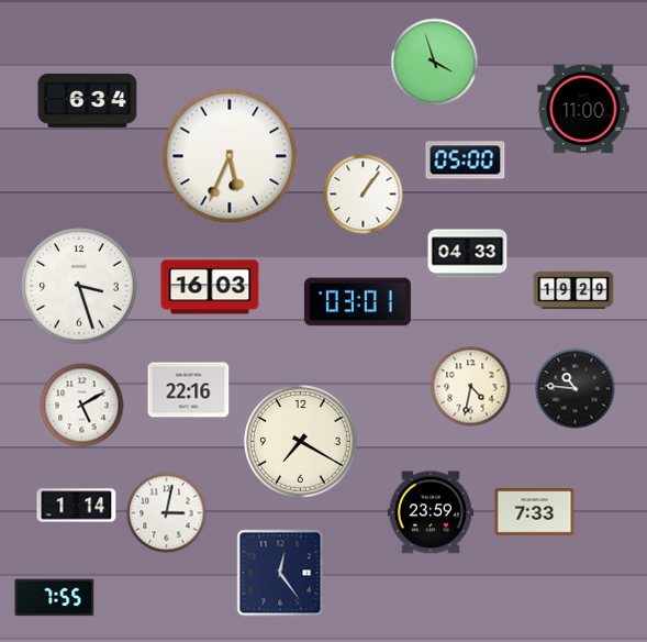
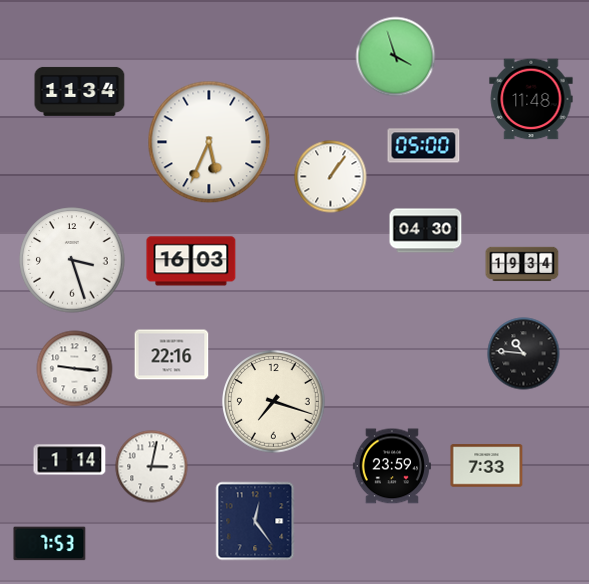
clock at (88, 100): 6:34 -> 11:34
clock at (583, 109): 11:00 -> 11:48
clock at (468, 254): 04:33 -> 04:30
clock at (573, 290): 19:29 -> 19:34
clock at (357, 302): 03:01 -> none
clock at (471, 387): 4:32 -> none
clock at (82, 406): 5:10 -> 9:16
clock at (301, 442): 7:20 -> 7:18
clock at (55, 598): 7:55 -> 7:53
